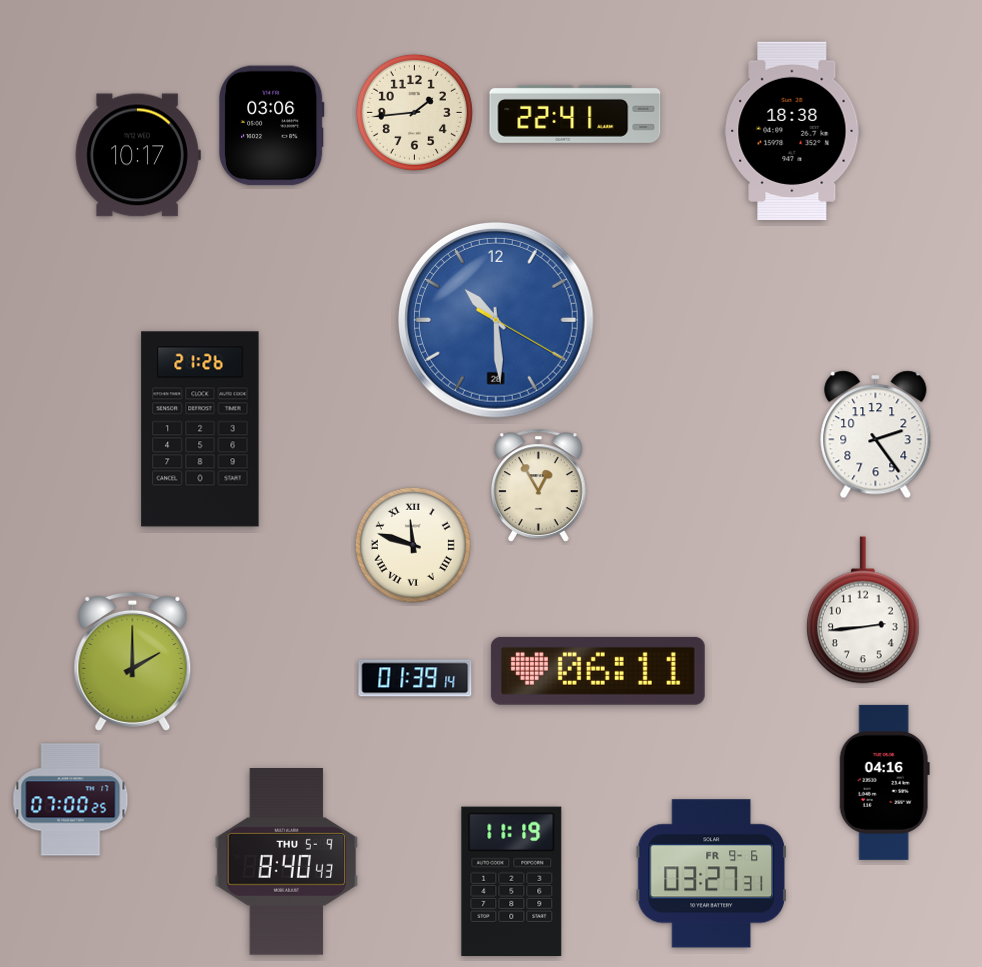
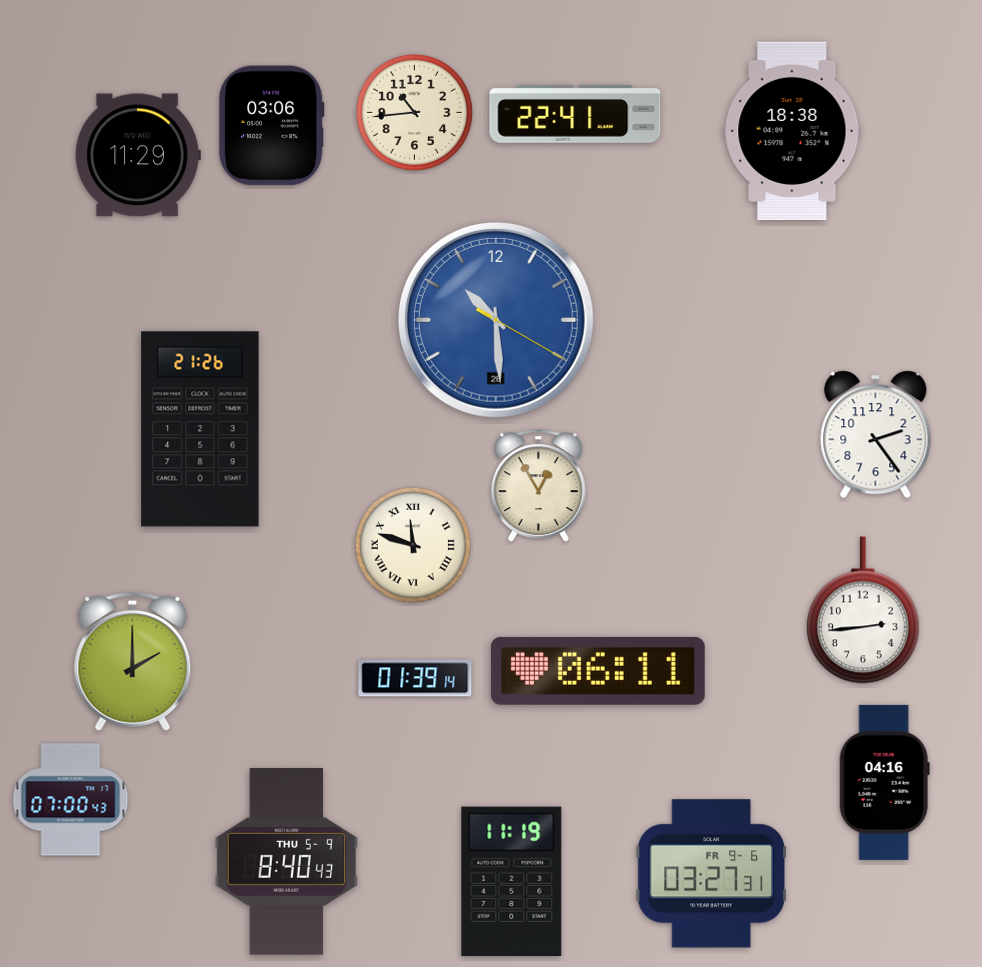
clock at (414, 112): 1:44 -> 10:44
clock at (138, 155): 10:17 -> 11:29
clock at (71, 800): 07:00:25 -> 07:00:43
